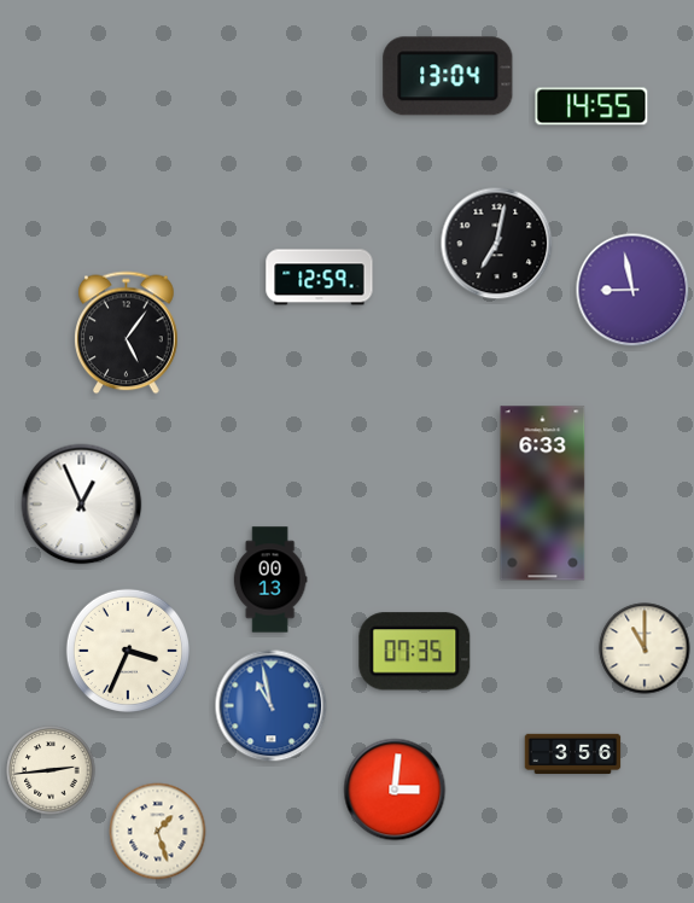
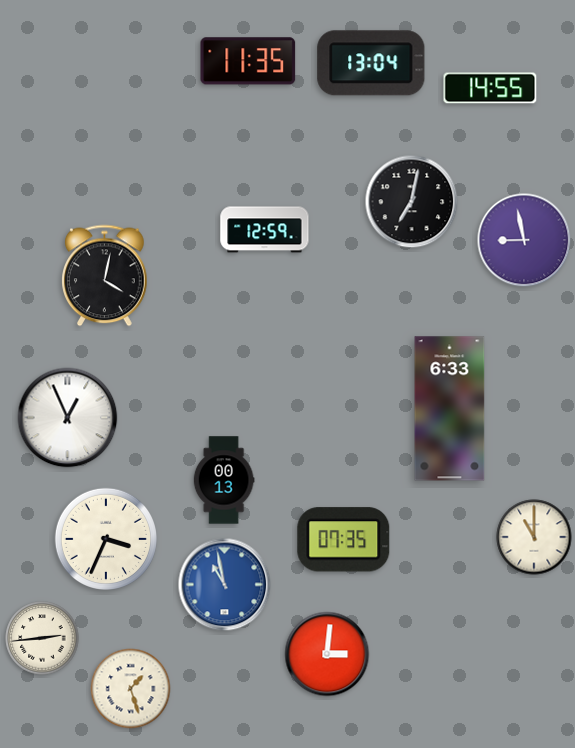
clock at (248, 61): none -> 11:35
clock at (127, 333): 5:06 -> 4:02
clock at (573, 753): 3:56 -> none
